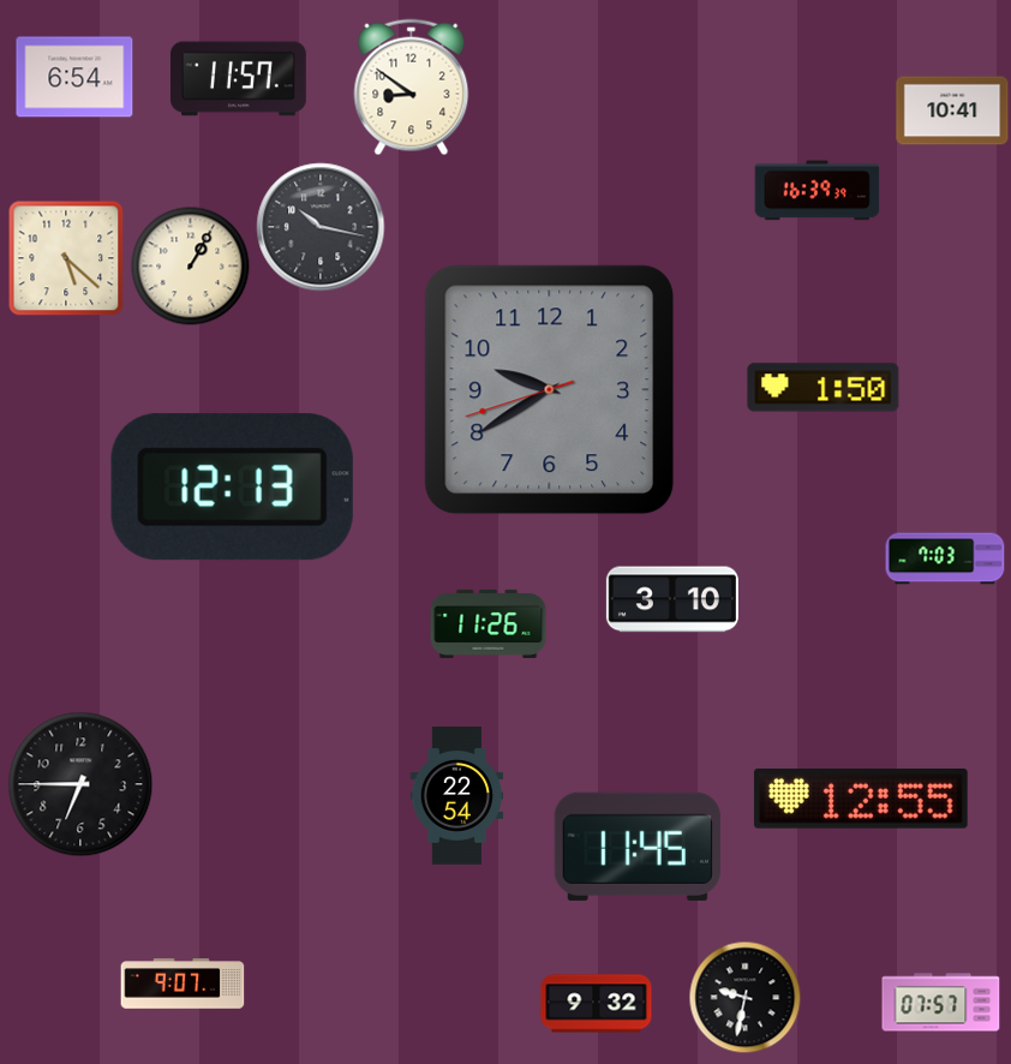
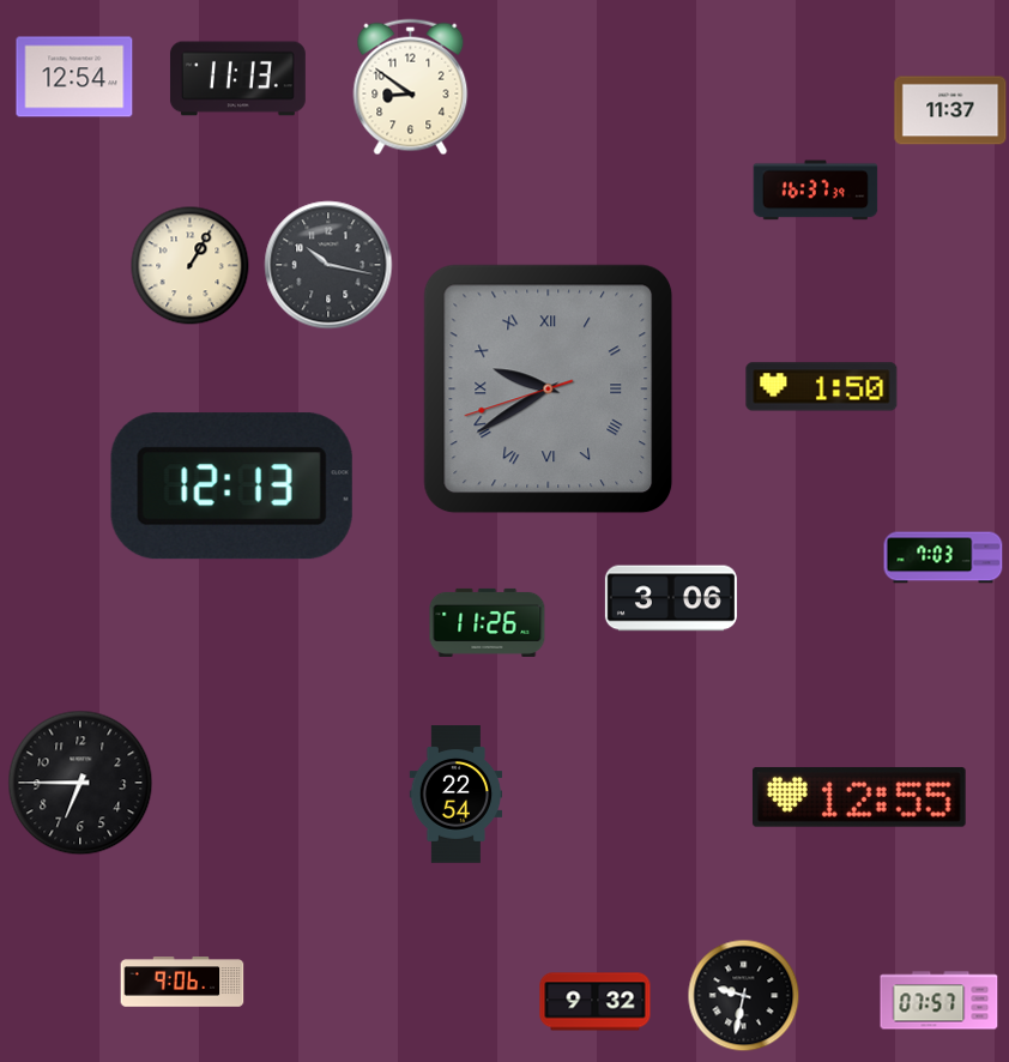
clock at (74, 77): 6:54 -> 12:54
clock at (238, 79): 11:57 -> 11:13
clock at (952, 110): 10:41 -> 11:37
clock at (818, 191): 16:39 -> 16:37
clock at (321, 227) position: (321, 227) -> (328, 265)
clock at (66, 258): 5:22 -> none
clock at (550, 390) numerals: Arabic -> Roman
clock at (672, 599): 3:10 -> 3:06
clock at (638, 847): 11:45 -> none
clock at (183, 984): 9:07 -> 9:06
